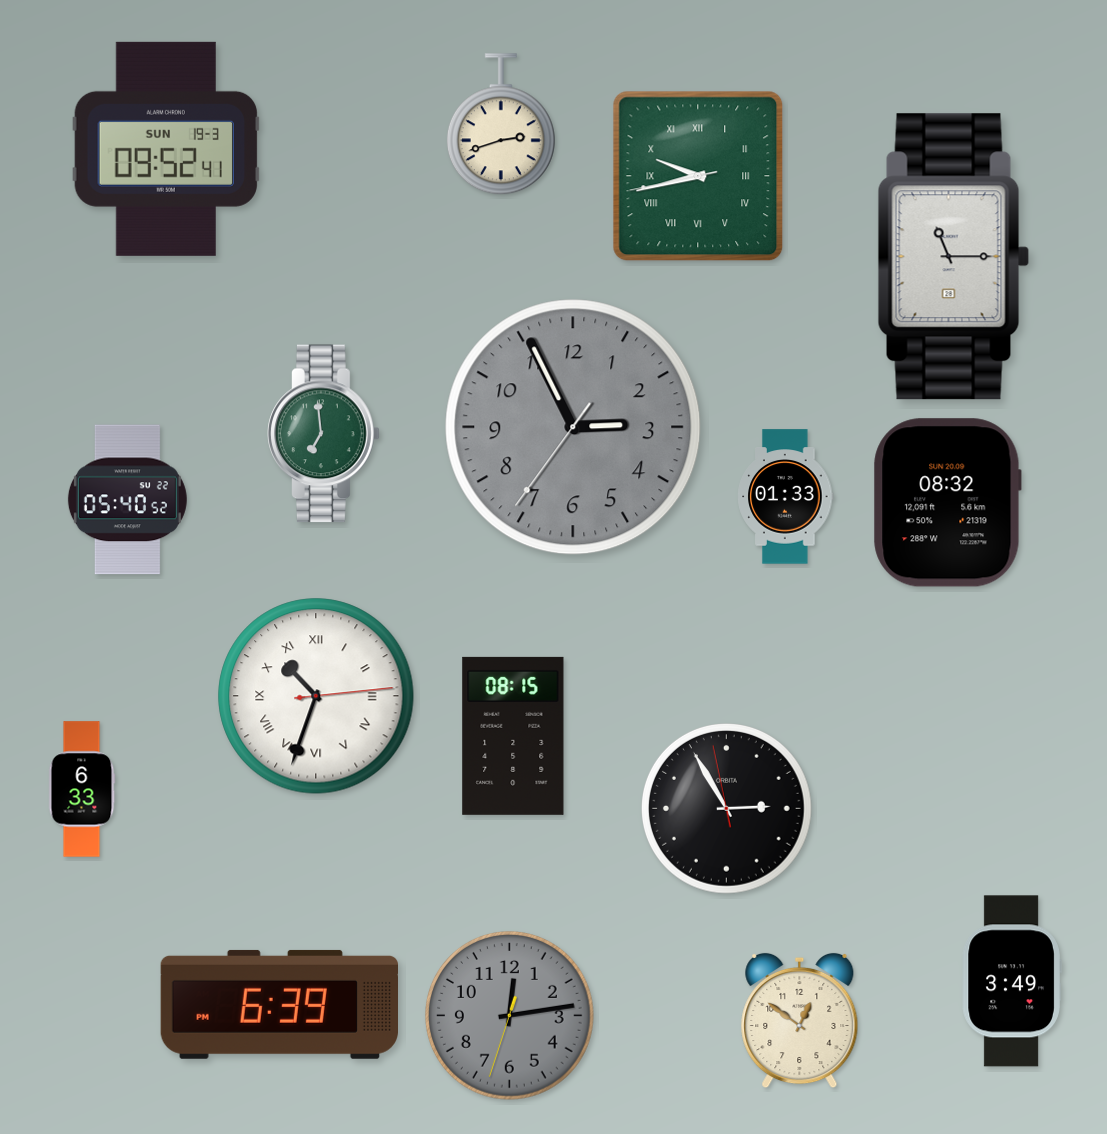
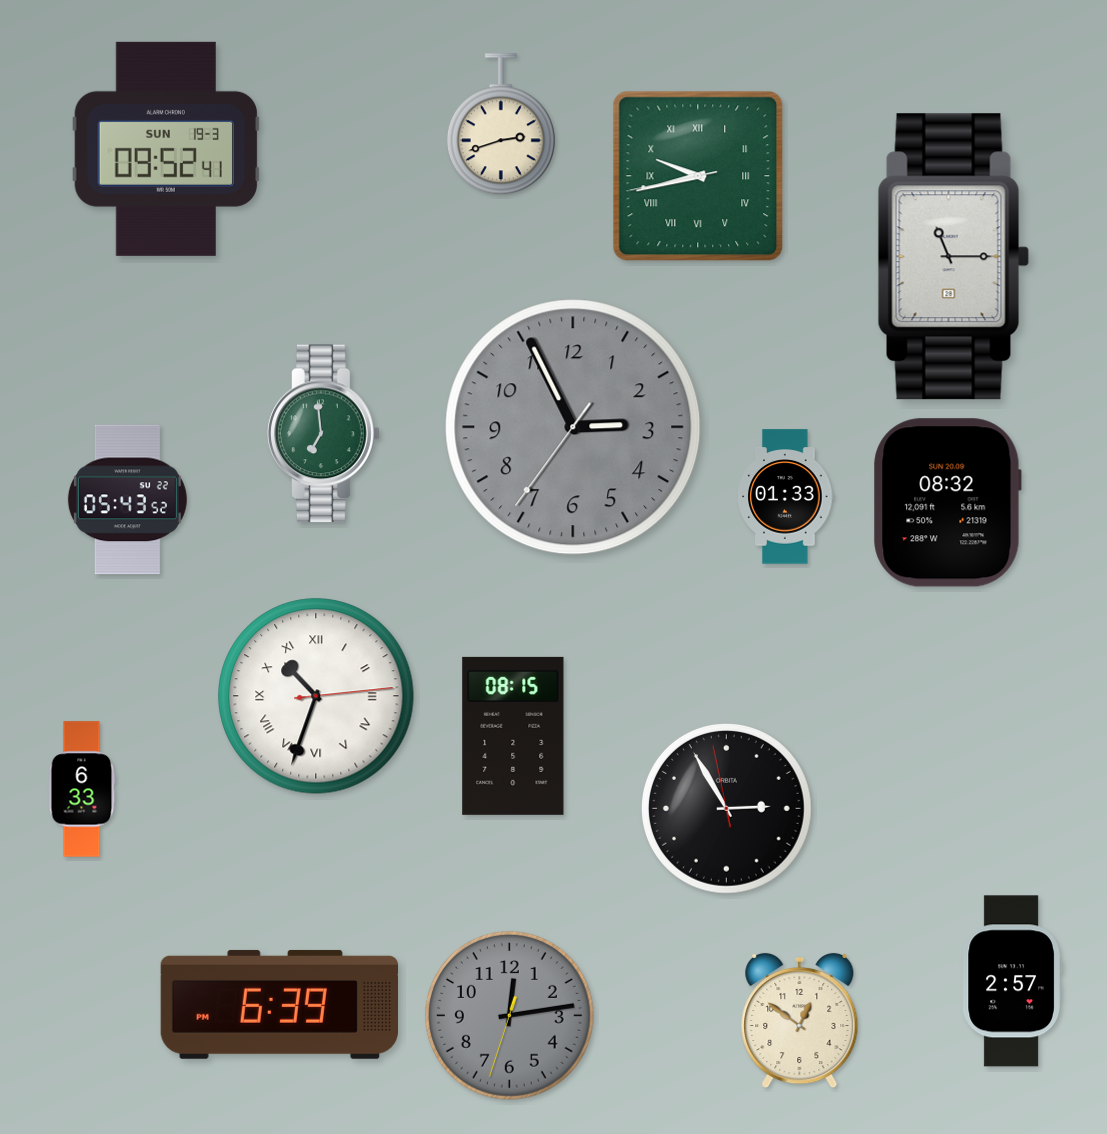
clock at (127, 500): 05:40 -> 05:43
clock at (1012, 981): 3:49 -> 2:57
